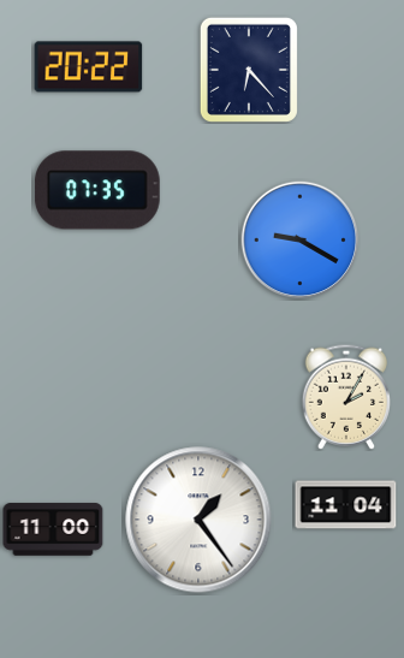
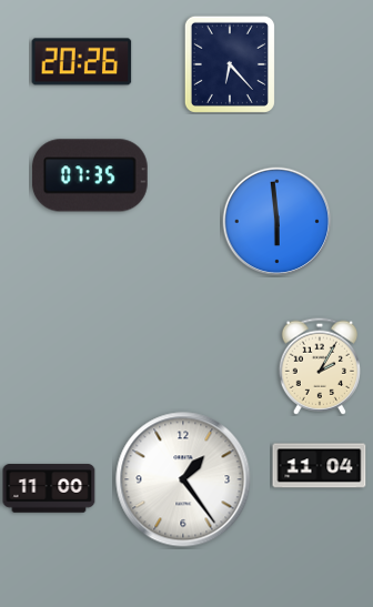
clock at (89, 67): 20:22 -> 20:26
clock at (301, 241): 9:20 -> 5:59
